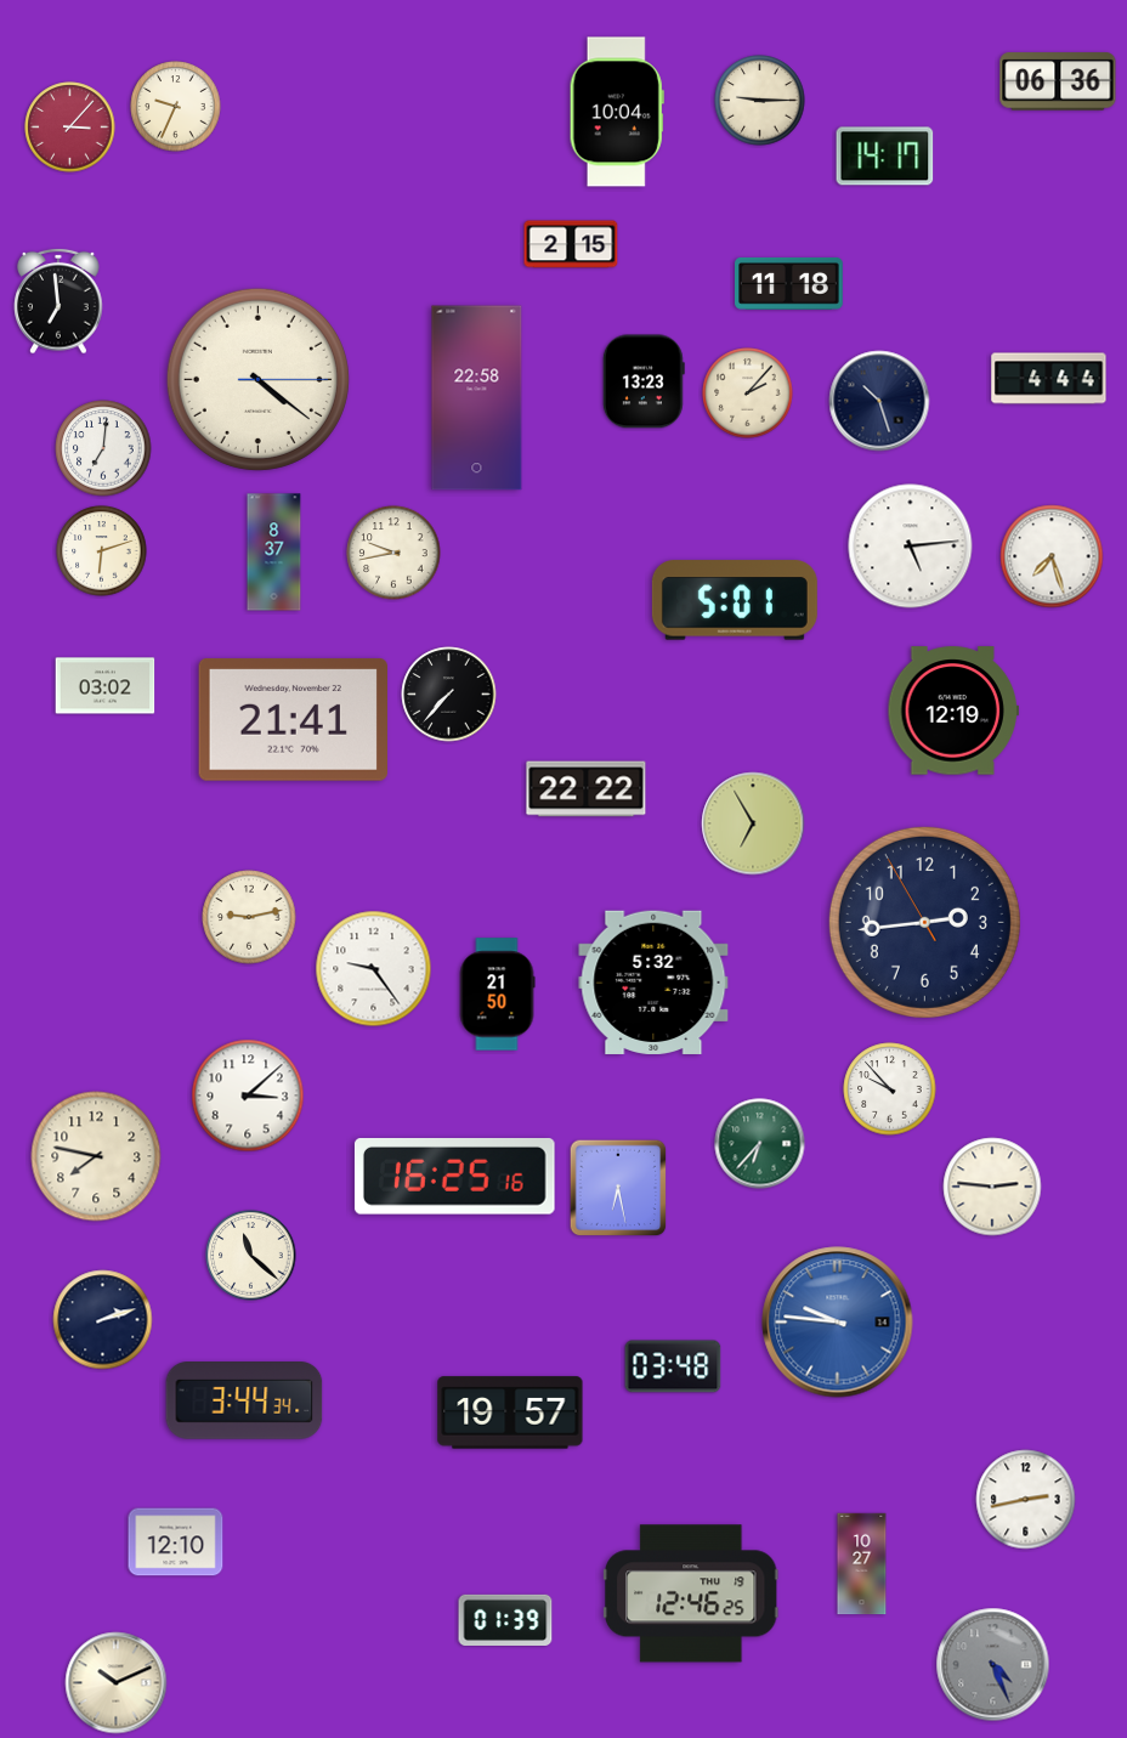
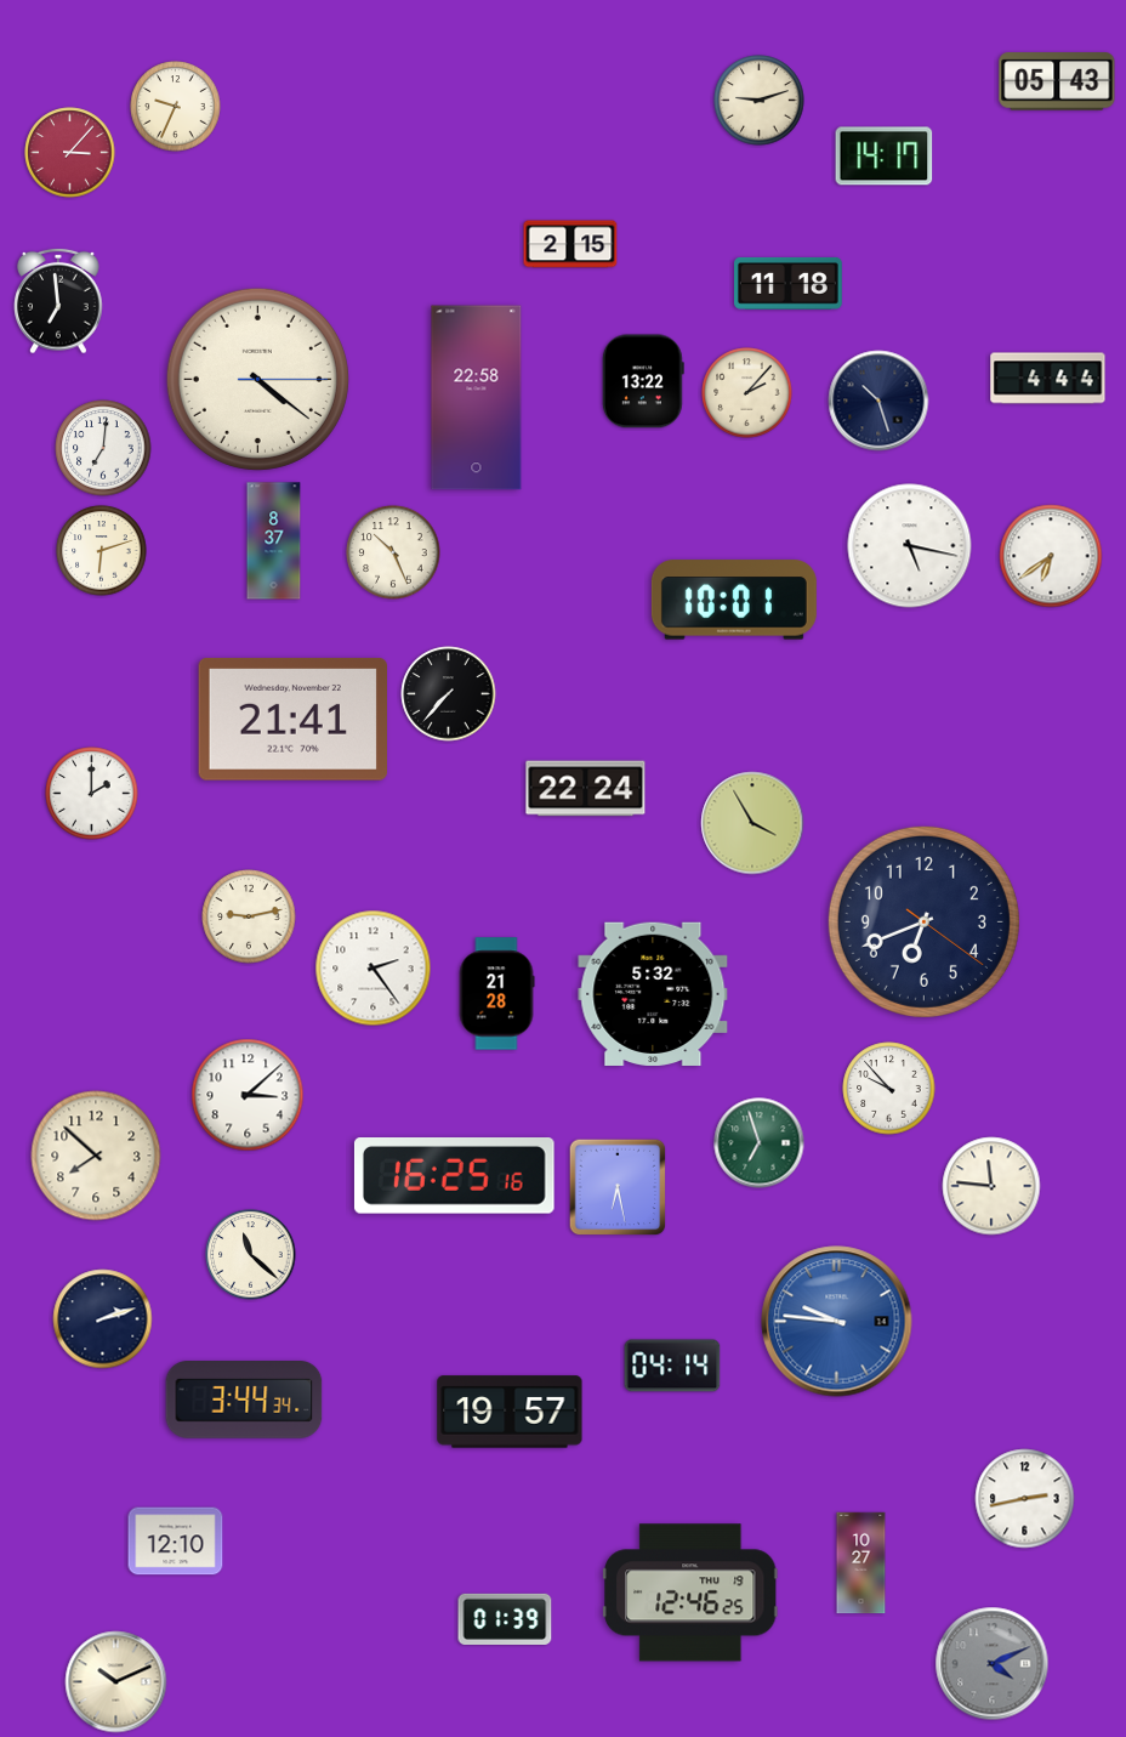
clock at (1058, 81): 06:36 -> 05:43
clock at (760, 101): 9:15 -> 9:12
clock at (617, 112): 10:04 -> none
clock at (70, 128) position: (70, 128) -> (70, 153)
clock at (644, 381): 13:23 -> 13:22
clock at (911, 547): 5:14 -> 5:17
clock at (274, 553) position: (274, 553) -> (274, 541)
clock at (393, 553): 9:43 -> 10:26
clock at (1052, 556): 7:27 -> 6:39
clock at (735, 600): 5:01 -> 10:01
clock at (106, 686): 03:02 -> none
clock at (952, 711): 12:19 -> none
clock at (587, 789): 22:22 -> 22:24
clock at (92, 794): none -> 2:00
clock at (753, 823): 6:55 -> 3:55
clock at (924, 922): 2:43 -> 6:41
clock at (374, 969): 9:24 -> 2:24
clock at (653, 981) position: (653, 981) -> (653, 993)
clock at (497, 995): 21:50 -> 21:28
clock at (760, 1144): 6:37 -> 6:57
clock at (96, 1156): 7:47 -> 7:52
clock at (992, 1187): 2:46 -> 11:46
clock at (673, 1366): 03:48 -> 04:14
clock at (993, 1665): 4:26 -> 4:11
